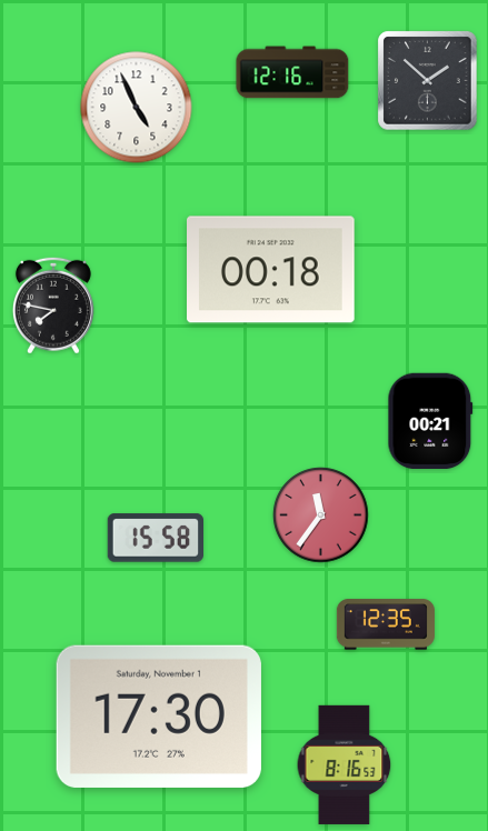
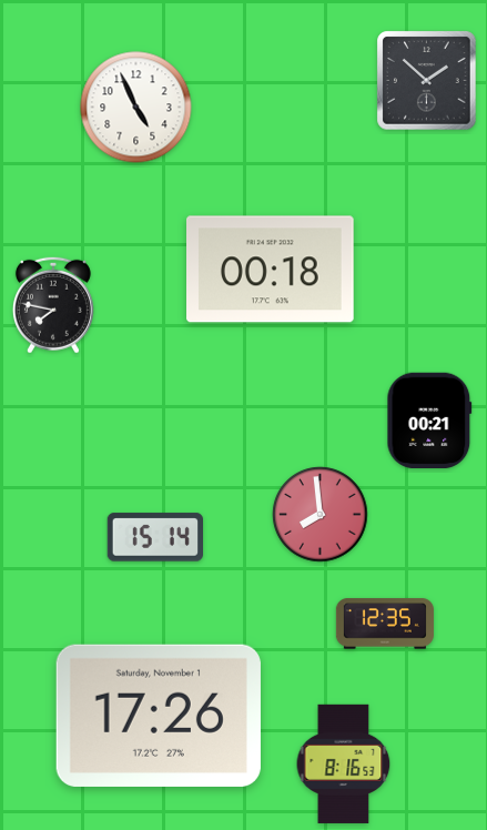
clock at (292, 72): 12:16 -> none
clock at (321, 515): 11:36 -> 7:59
clock at (155, 538): 15:58 -> 15:14
clock at (159, 717): 17:30 -> 17:26
